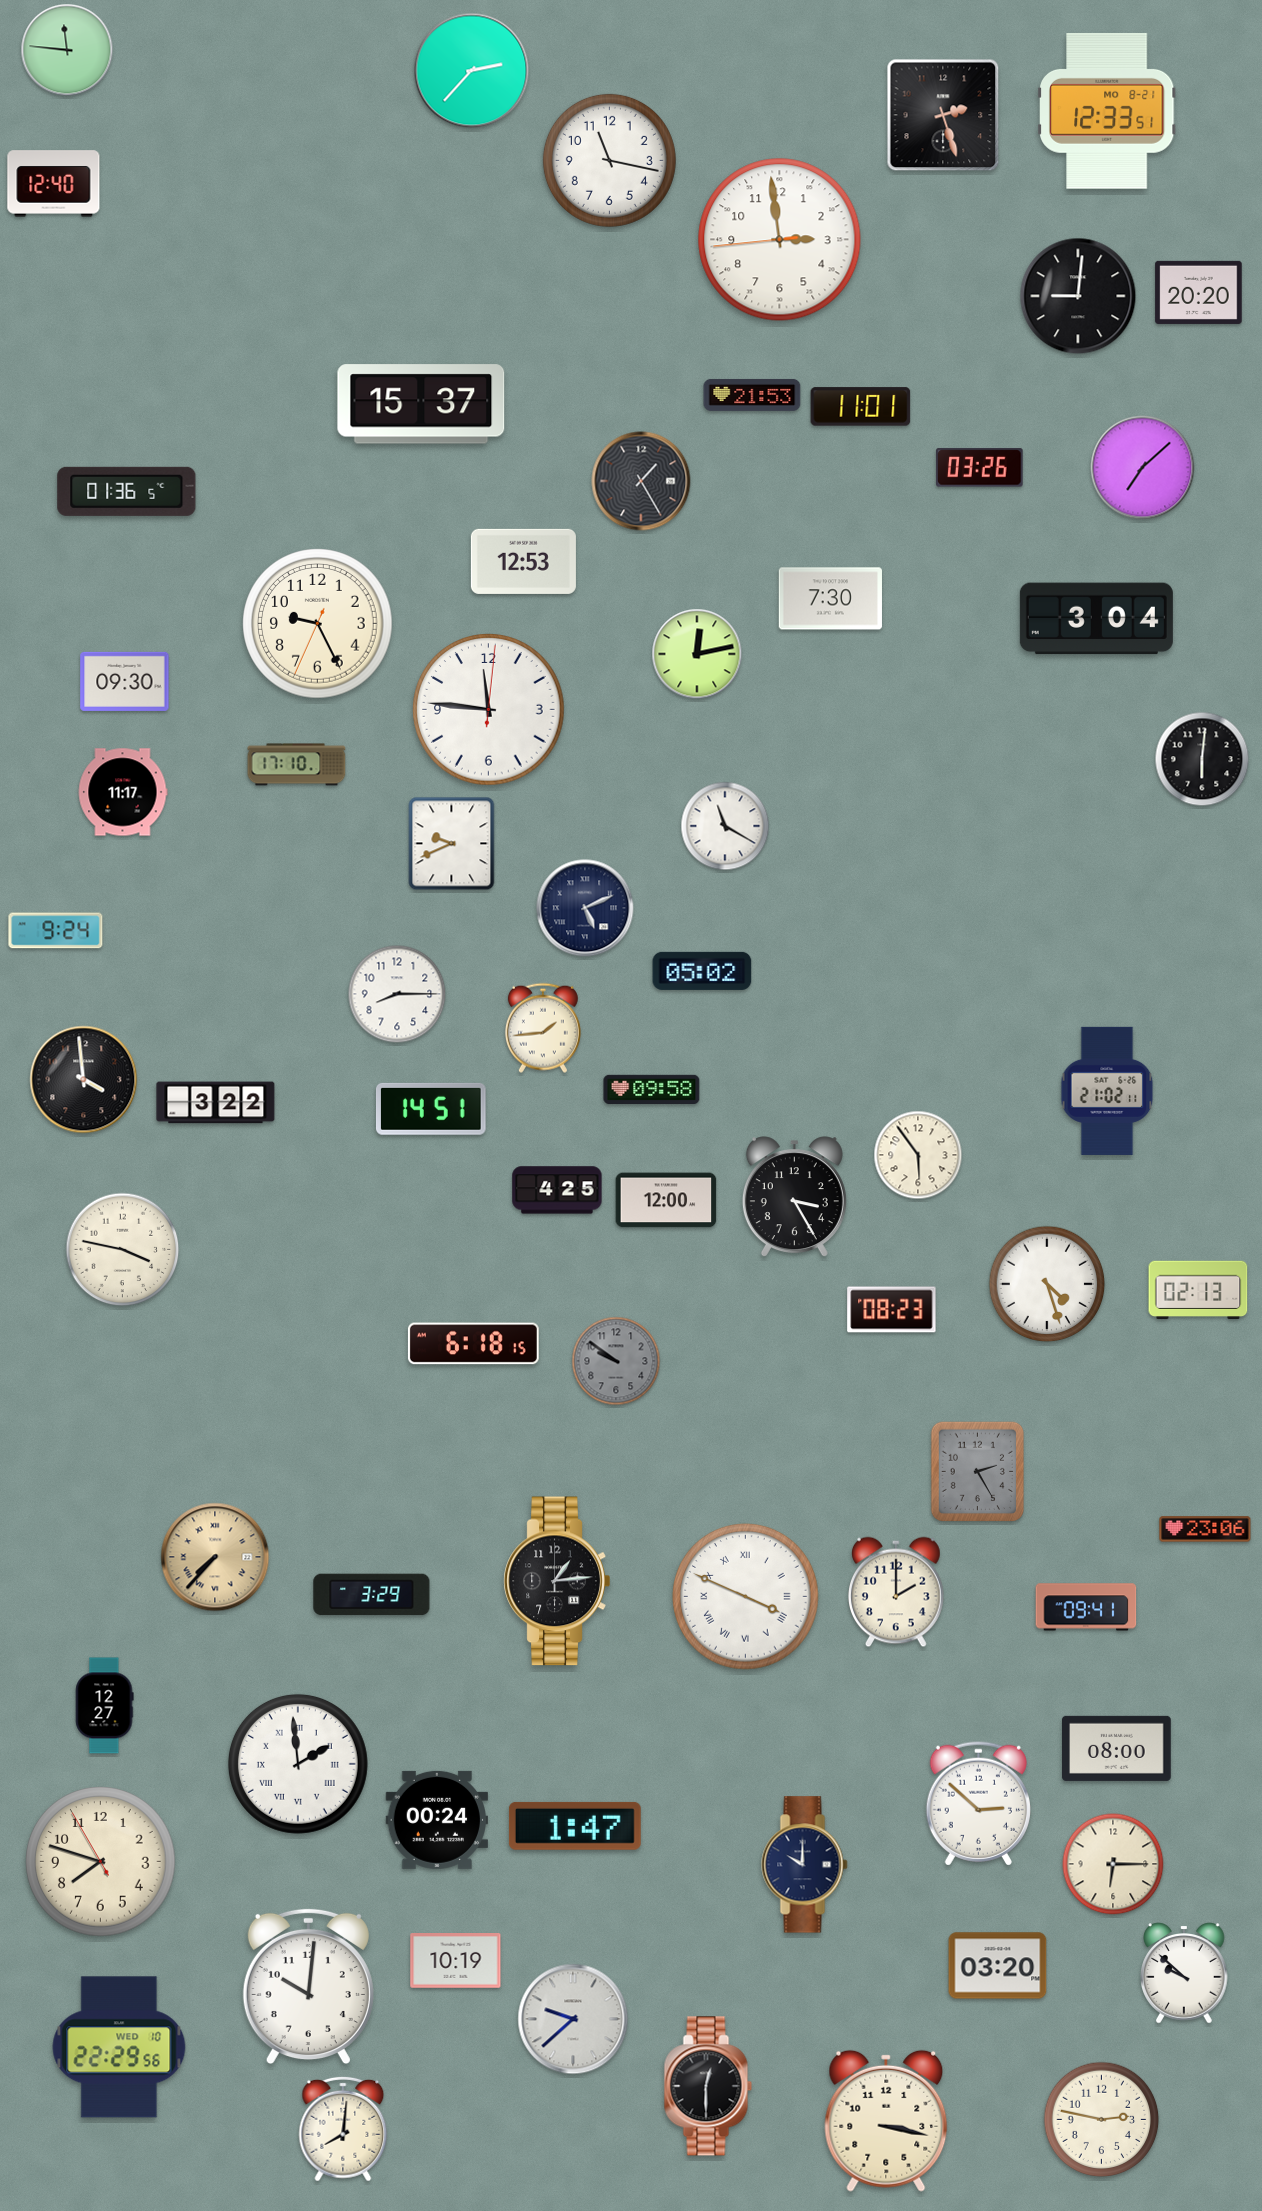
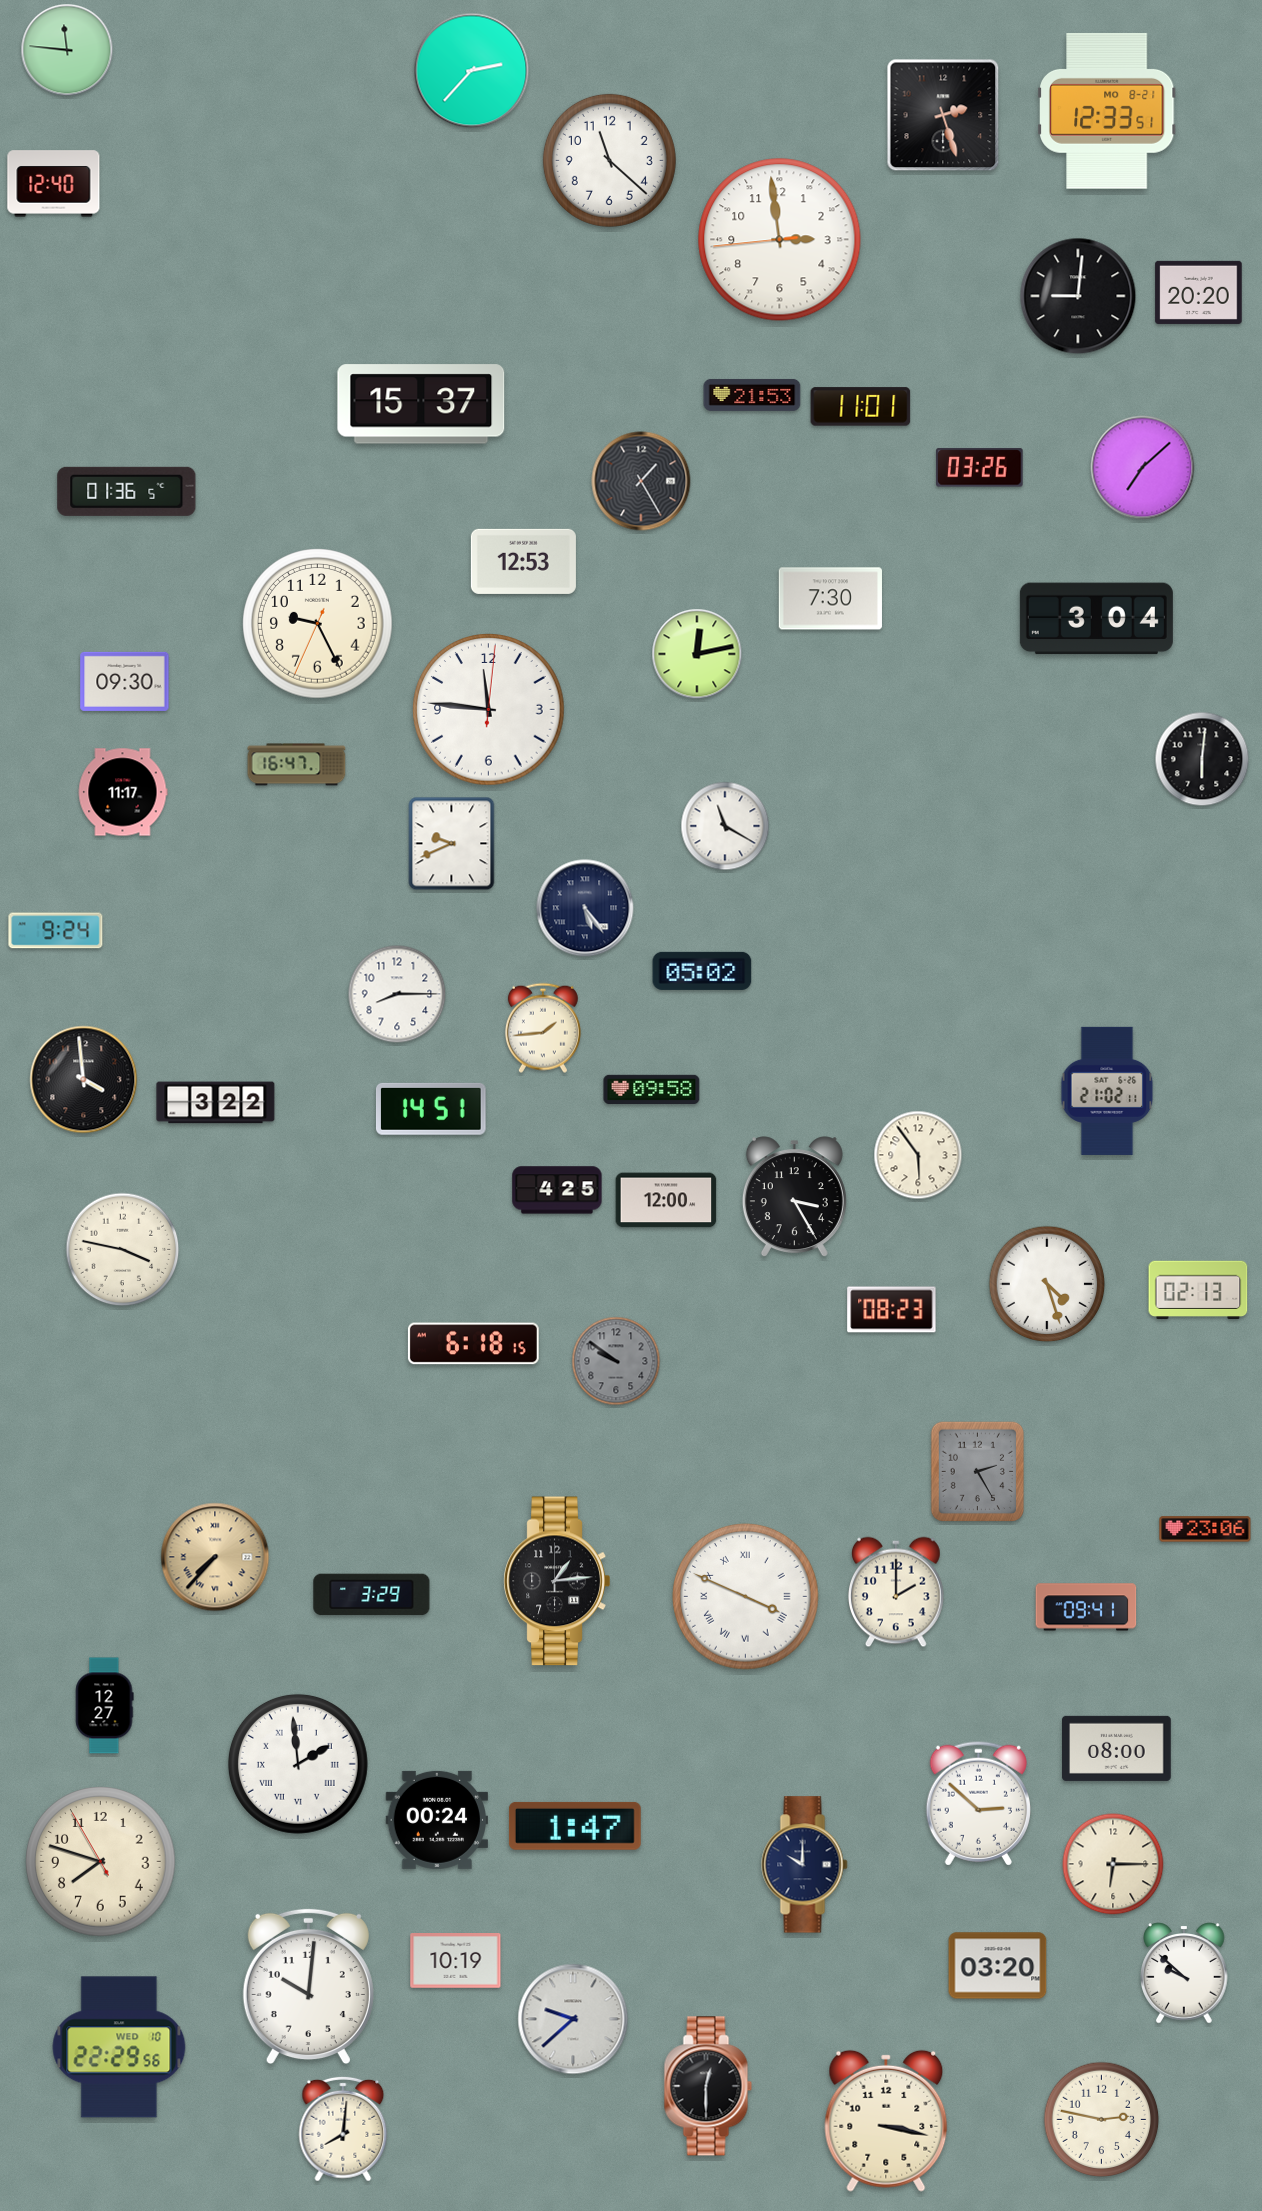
clock at (609, 160): 11:17 -> 11:22
clock at (297, 765): 17:10 -> 16:47
clock at (585, 908): 5:11 -> 5:24
